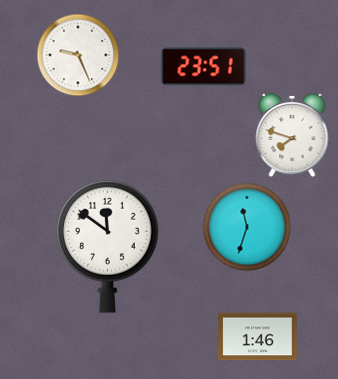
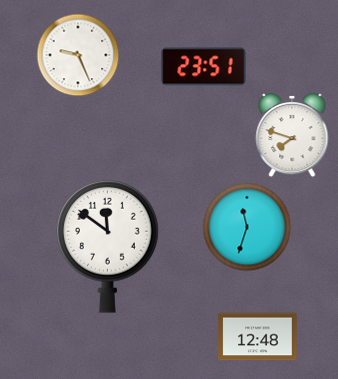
clock at (258, 337): 1:46 -> 12:48
